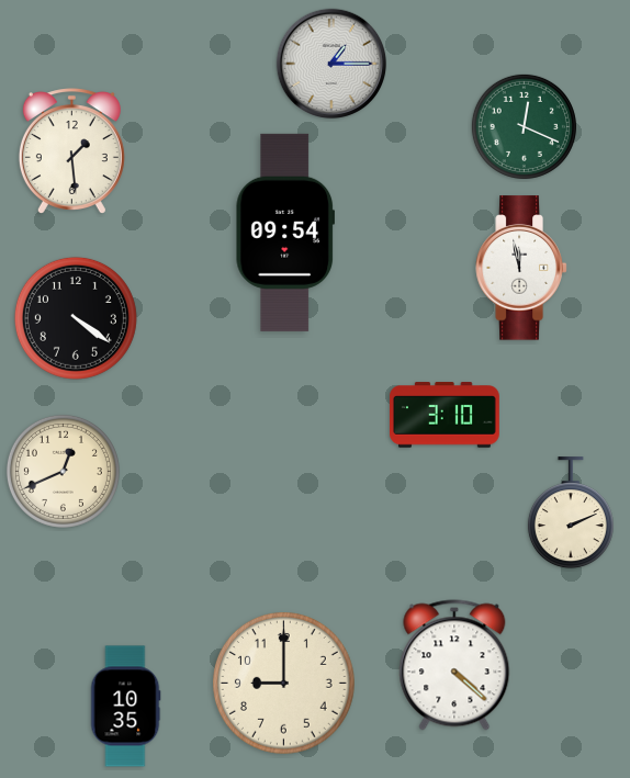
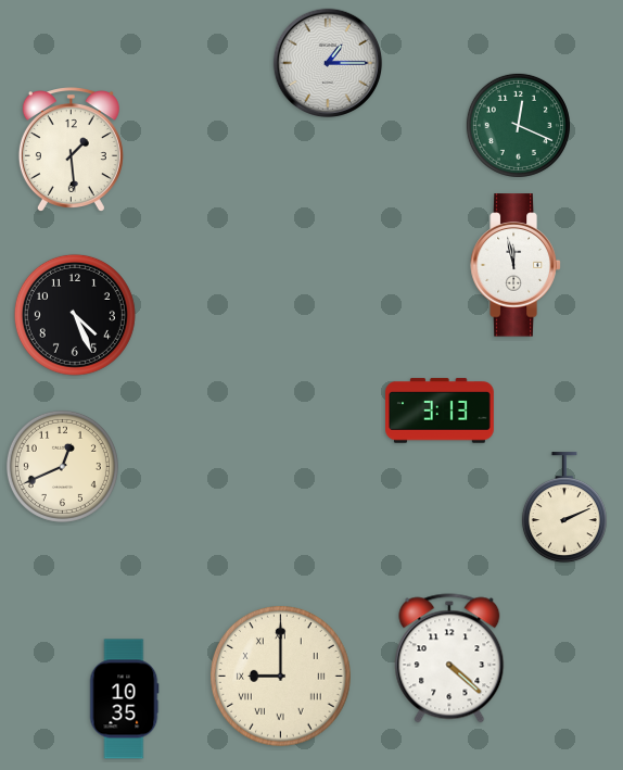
clock at (284, 233): 09:54 -> none
clock at (76, 318): 4:21 -> 4:26
clock at (446, 415): 3:10 -> 3:13
clock at (284, 684) numerals: Arabic -> Roman
